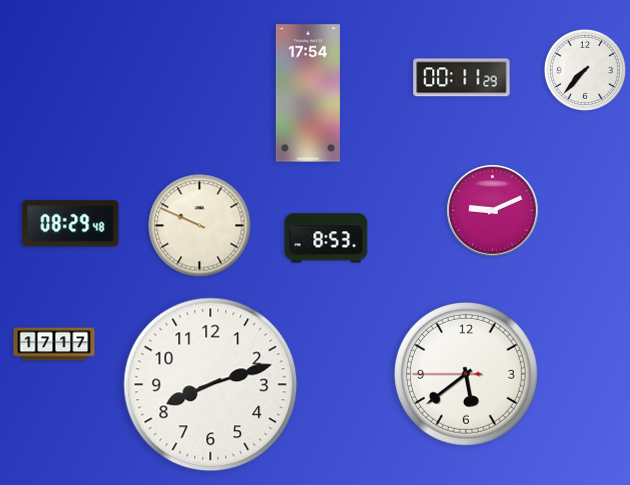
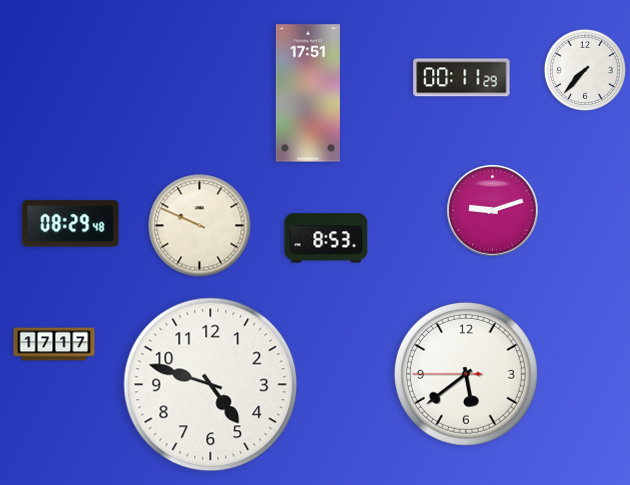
clock at (308, 93): 17:54 -> 17:51
clock at (493, 211): 9:11 -> 9:12
clock at (211, 385): 8:12 -> 4:48
